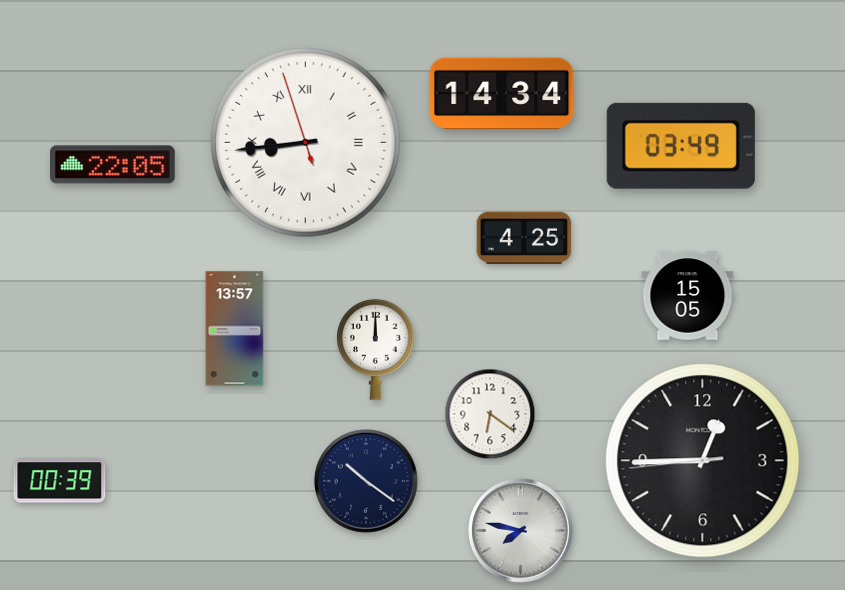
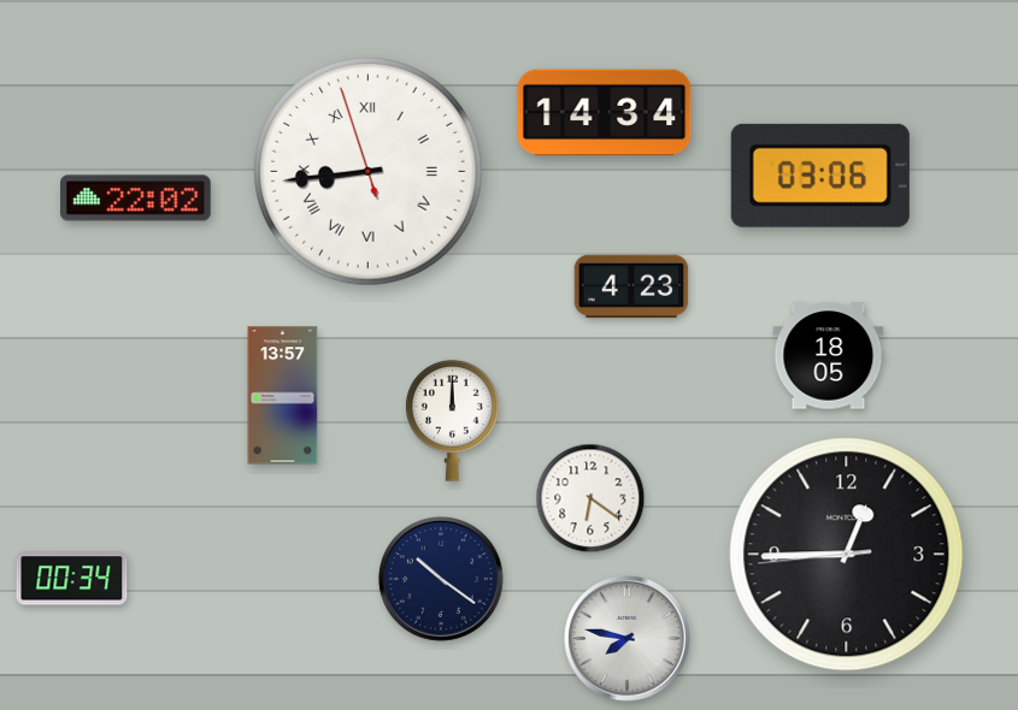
clock at (681, 146): 03:49 -> 03:06
clock at (113, 165): 22:05 -> 22:02
clock at (524, 238): 4:25 -> 4:23
clock at (688, 296): 15:05 -> 18:05
clock at (60, 481): 00:39 -> 00:34
